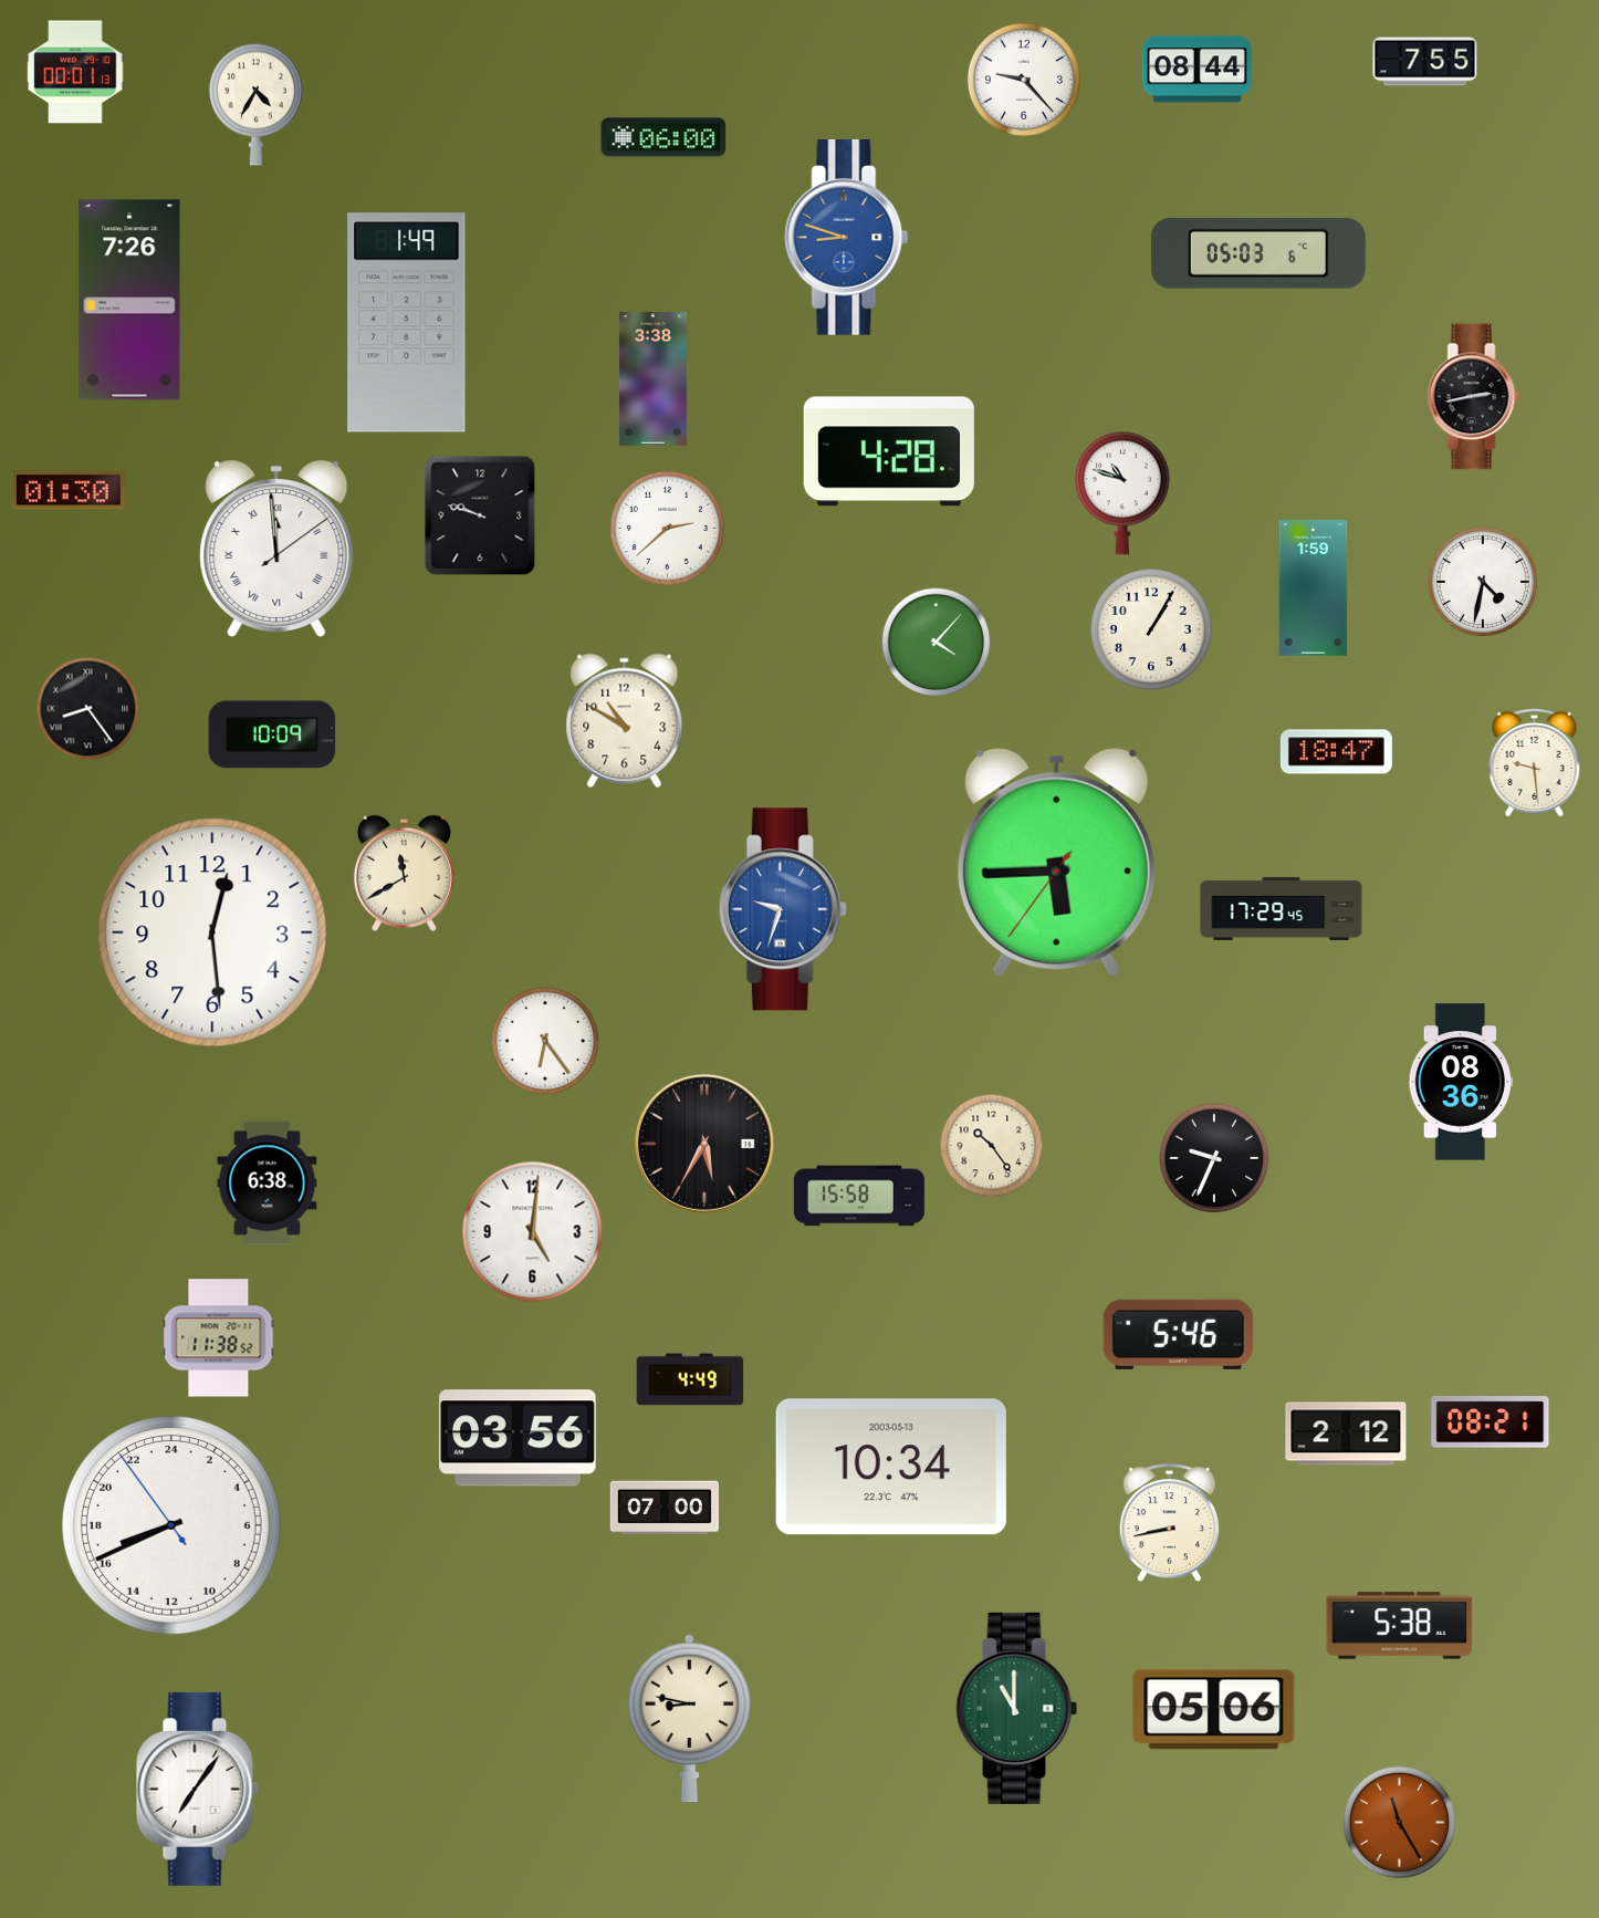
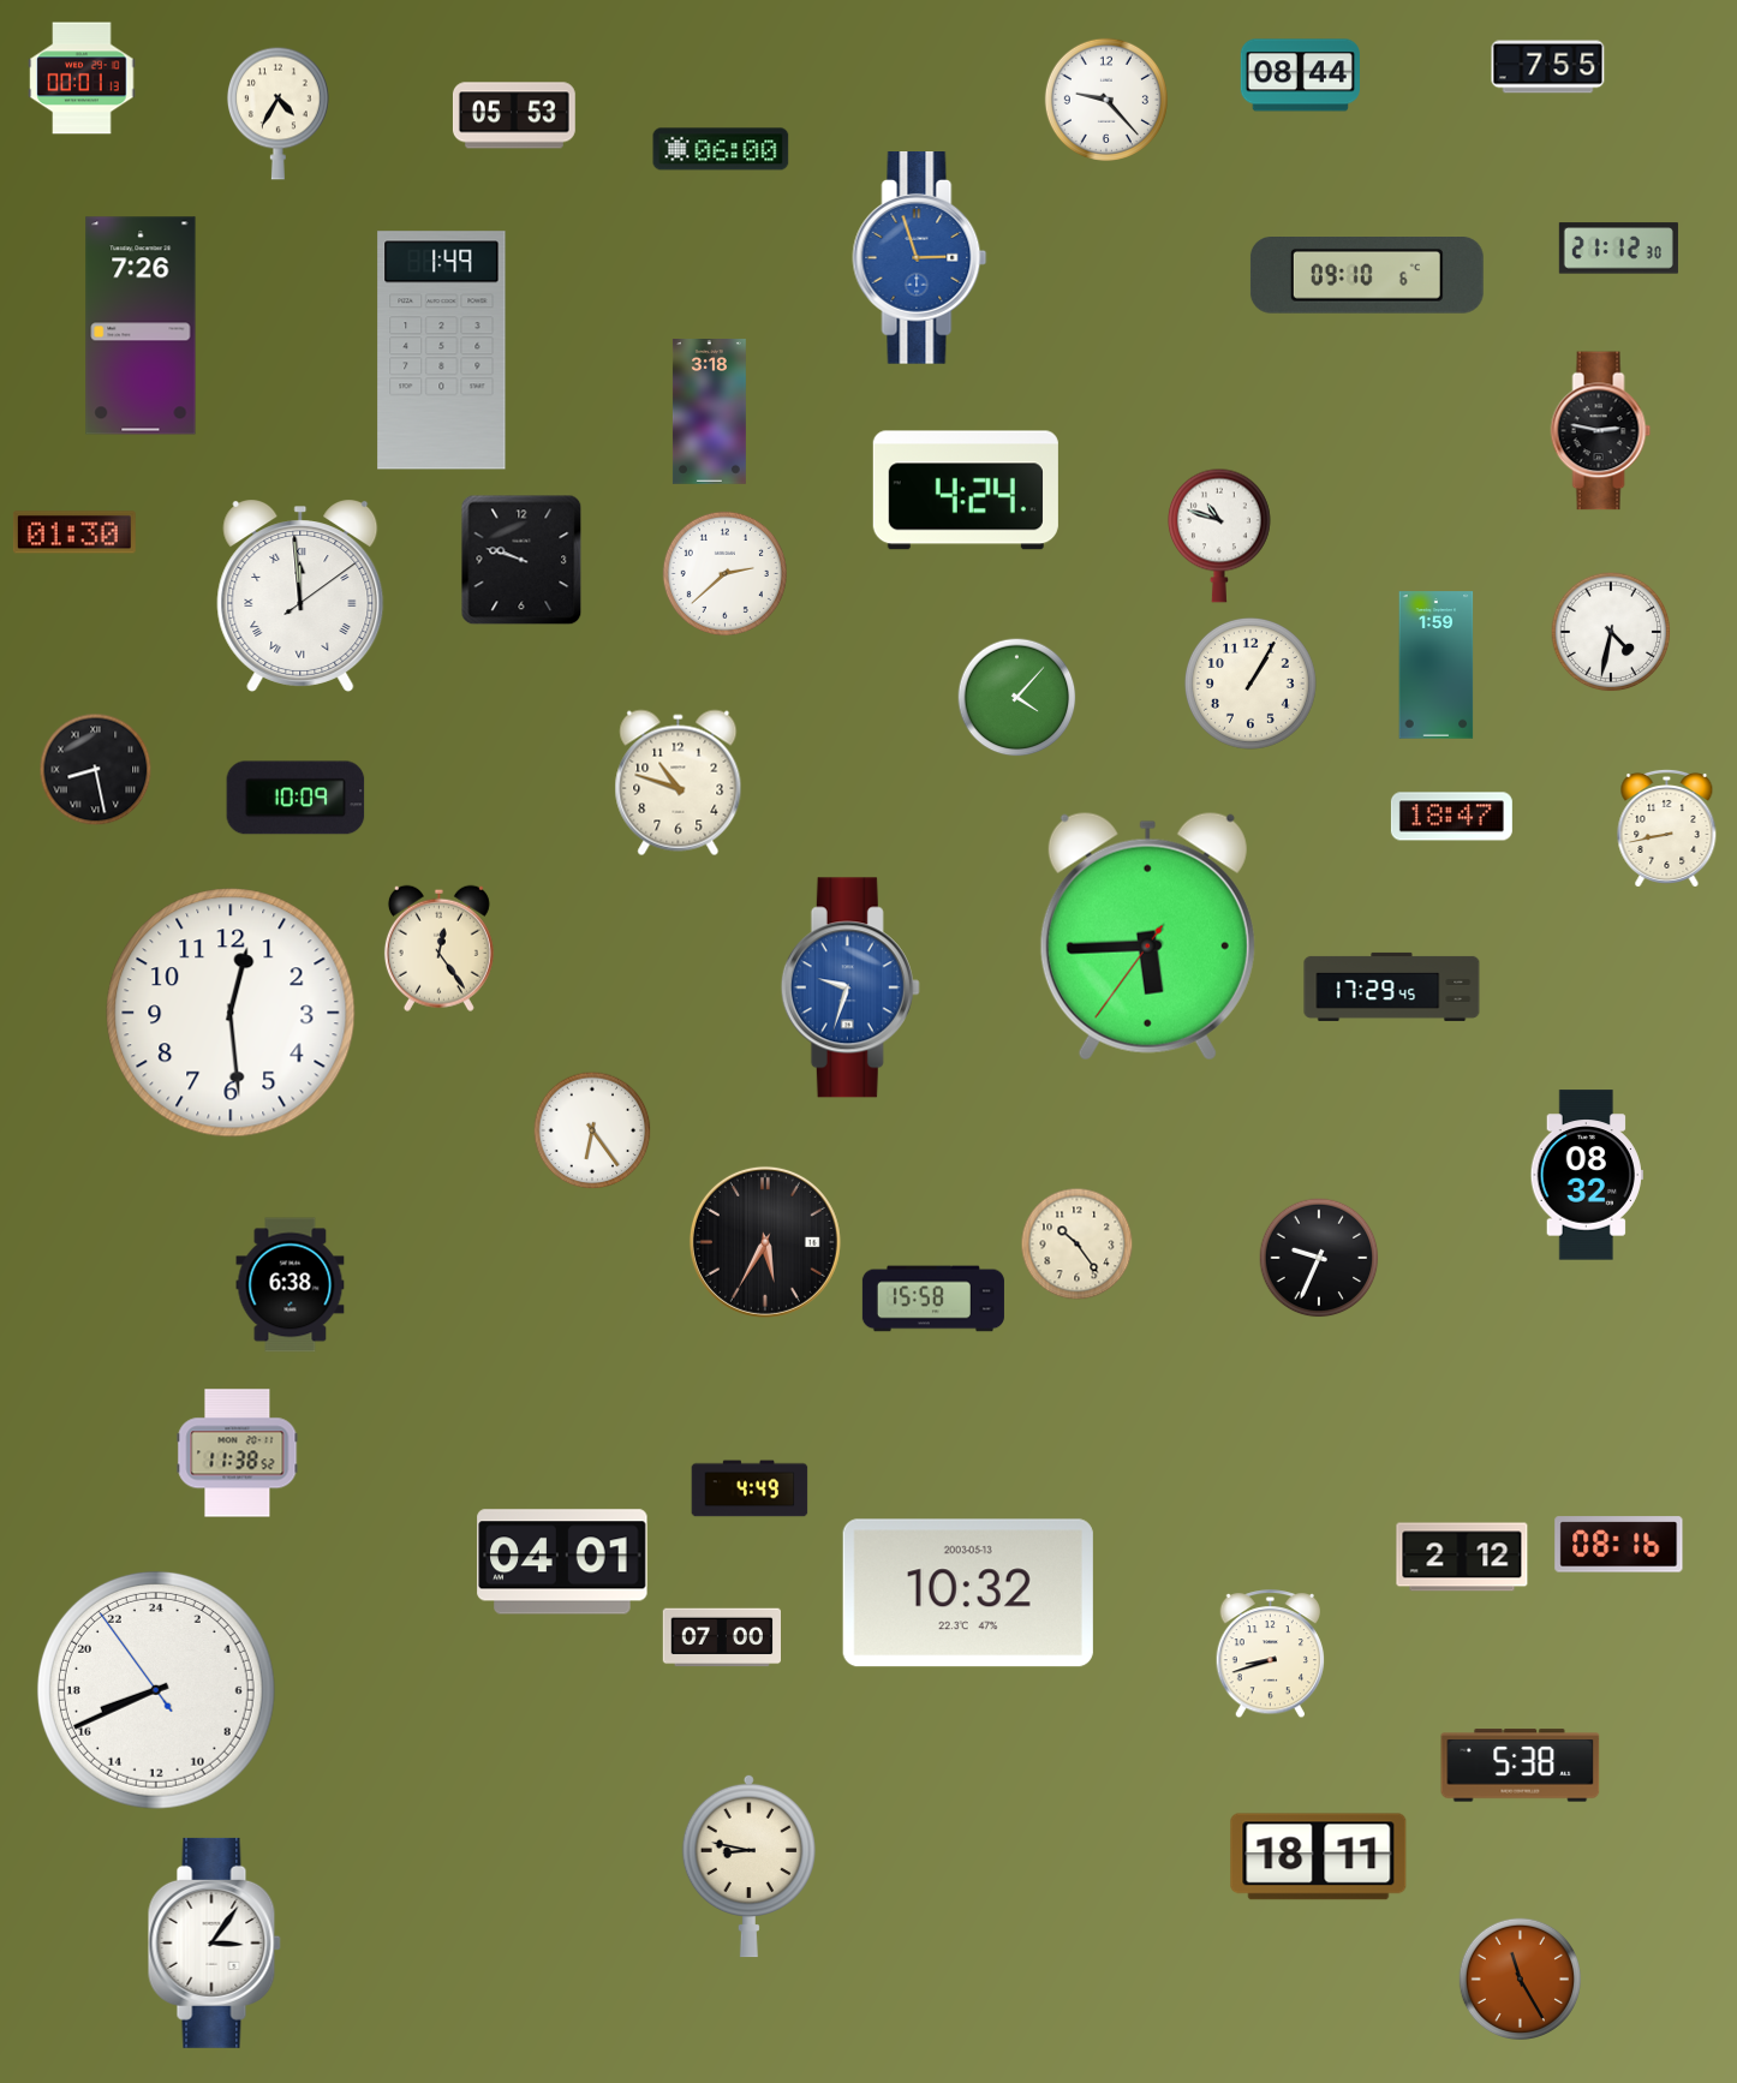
clock at (1024, 80) position: (1024, 80) -> (1106, 100)
clock at (514, 115): none -> 05:53
clock at (1618, 249): none -> 21:12
clock at (847, 238): 8:48 -> 2:57
clock at (1258, 254): 05:03 -> 09:10
clock at (652, 379): 3:38 -> 3:18
clock at (1474, 397): 2:43 -> 2:47
clock at (889, 451): 4:28 -> 4:24
clock at (1314, 588) position: (1314, 588) -> (1437, 666)
clock at (88, 709): 8:24 -> 8:28
clock at (625, 721): 10:50 -> 10:48
clock at (1535, 762): 9:29 -> 8:43
clock at (404, 873): 11:40 -> 12:24
clock at (1461, 1082): 08:36 -> 08:32
clock at (533, 1232): 5:01 -> none
clock at (1178, 1334): 5:46 -> none
clock at (690, 1379) position: (690, 1379) -> (750, 1488)
clock at (1491, 1422): 08:21 -> 08:16
clock at (518, 1438): 03:56 -> 04:01
clock at (891, 1467): 10:34 -> 10:32
clock at (1170, 1523): 8:43 -> 8:42
clock at (171, 1525) position: (171, 1525) -> (156, 1690)
clock at (1017, 1708): 11:00 -> none
clock at (1214, 1710): 05:06 -> 18:11
clock at (197, 1789): 7:06 -> 3:06
